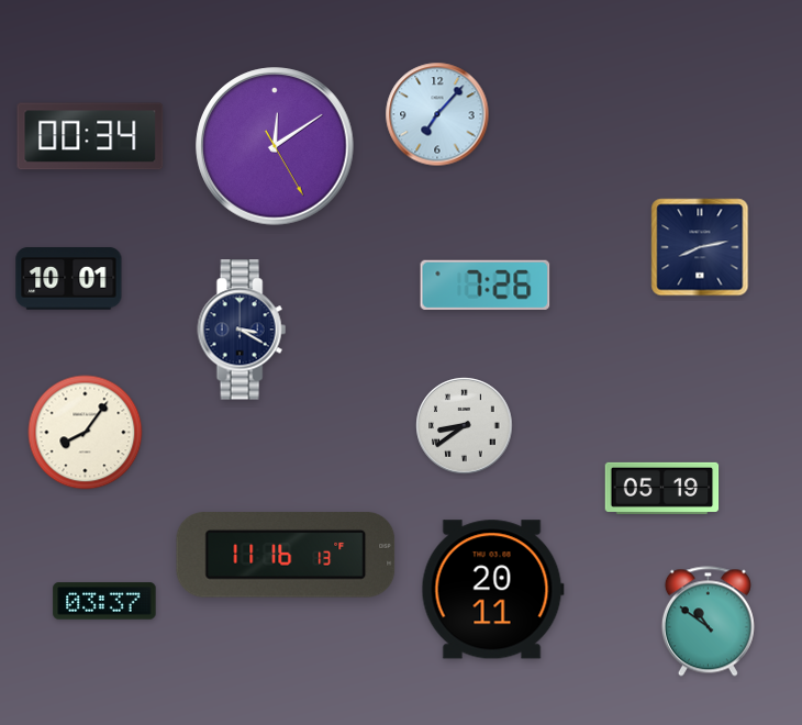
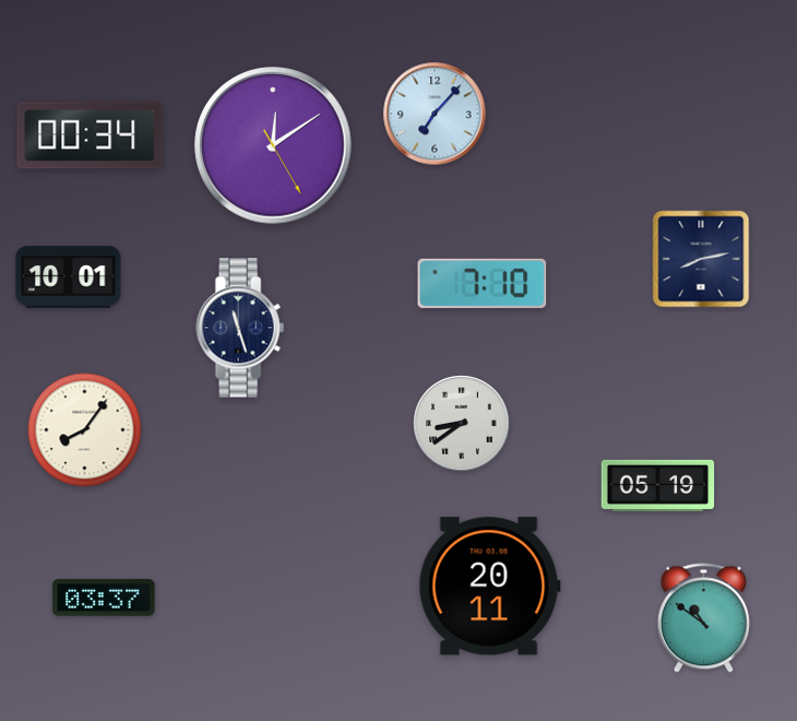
clock at (700, 247) position: (700, 247) -> (701, 259)
clock at (486, 285): 7:26 -> 7:10
clock at (242, 330): 3:20 -> 11:27
clock at (286, 555): 11:16 -> none
